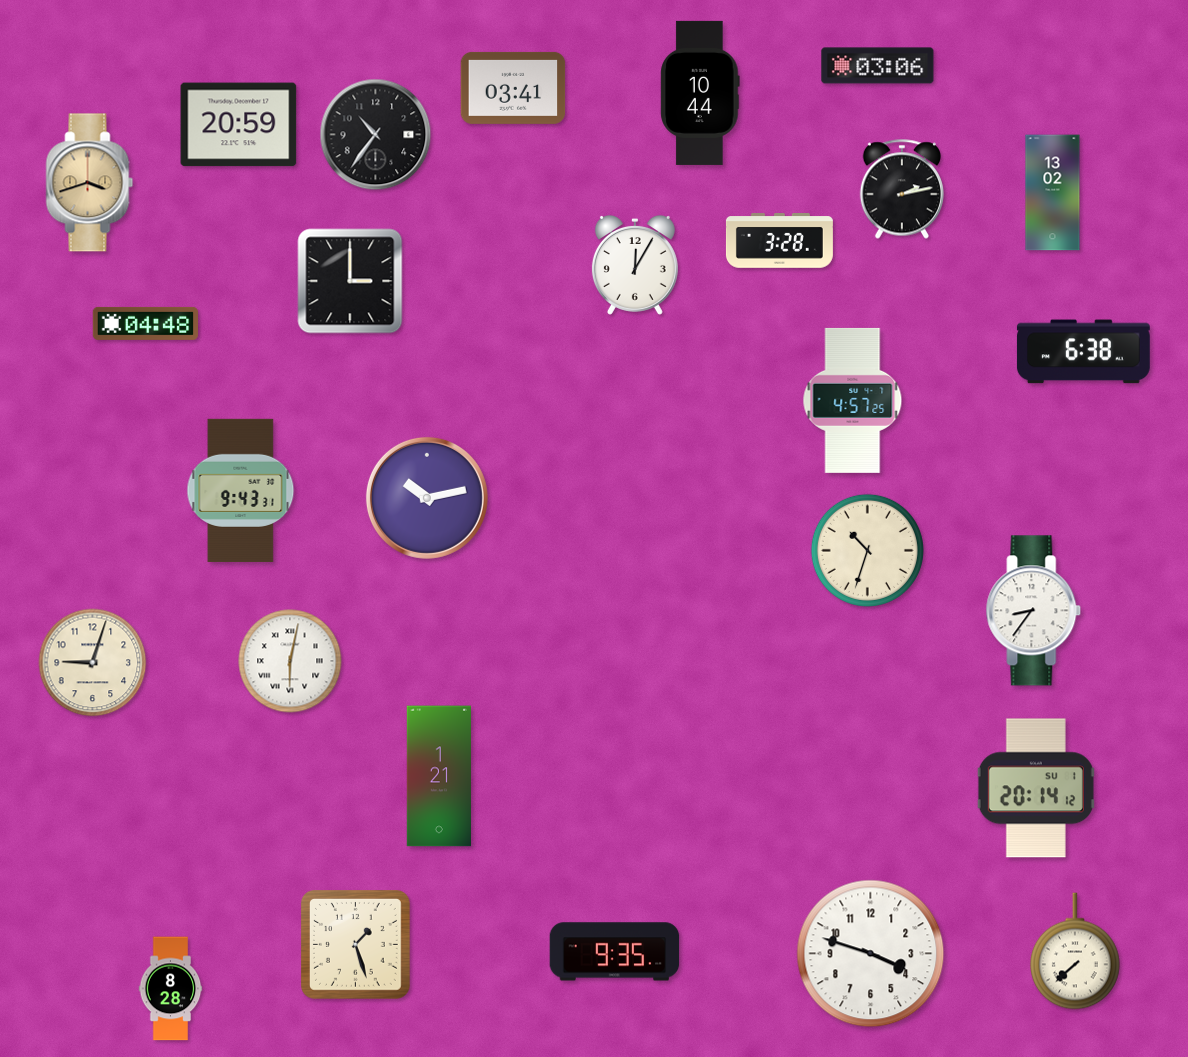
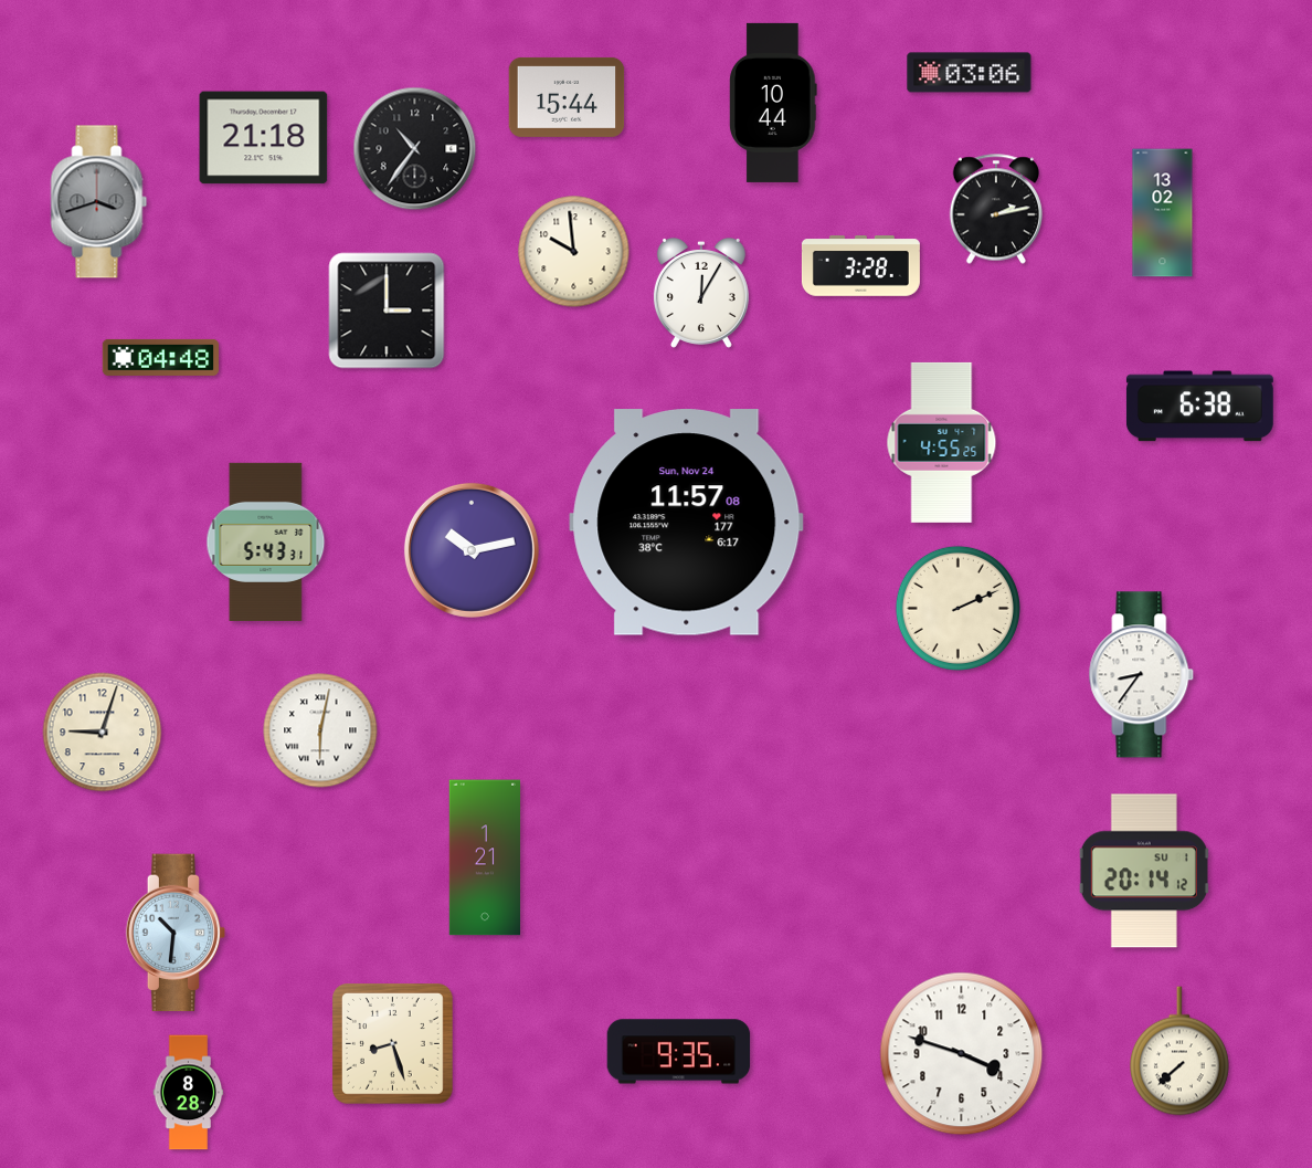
clock at (513, 88): 03:41 -> 15:44
clock at (239, 125): 20:59 -> 21:18
clock at (90, 183) dial: champagne -> grey
clock at (574, 252): none -> 9:59
clock at (1083, 352) position: (1083, 352) -> (1199, 407)
clock at (853, 400): 4:57 -> 4:55
clock at (687, 523): none -> 11:57
clock at (241, 490): 9:43 -> 5:43
clock at (867, 550): 10:33 -> 2:11
clock at (176, 933): none -> 10:31
clock at (356, 945): 1:27 -> 8:27
clock at (1076, 951) position: (1076, 951) -> (1181, 1051)
